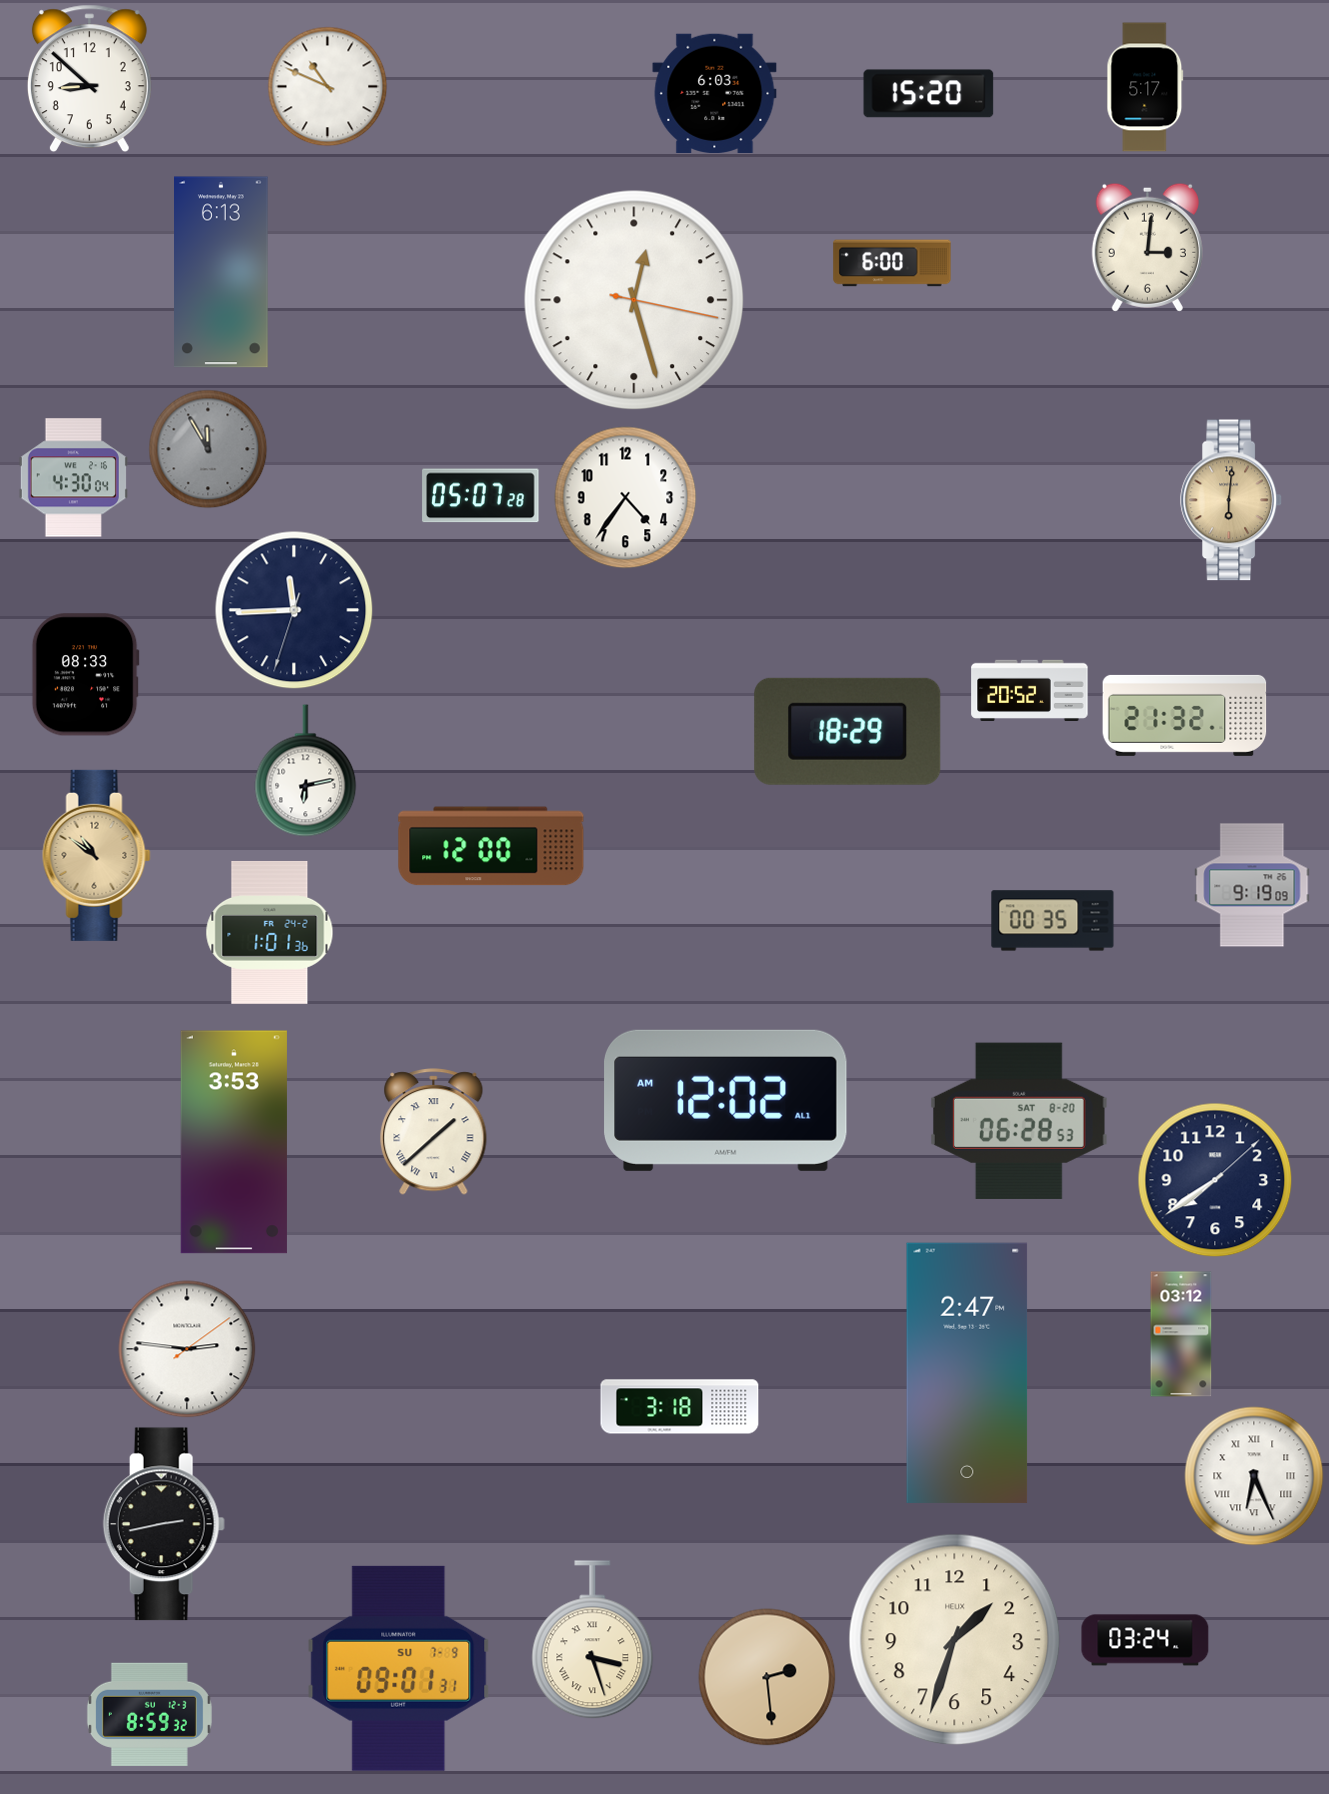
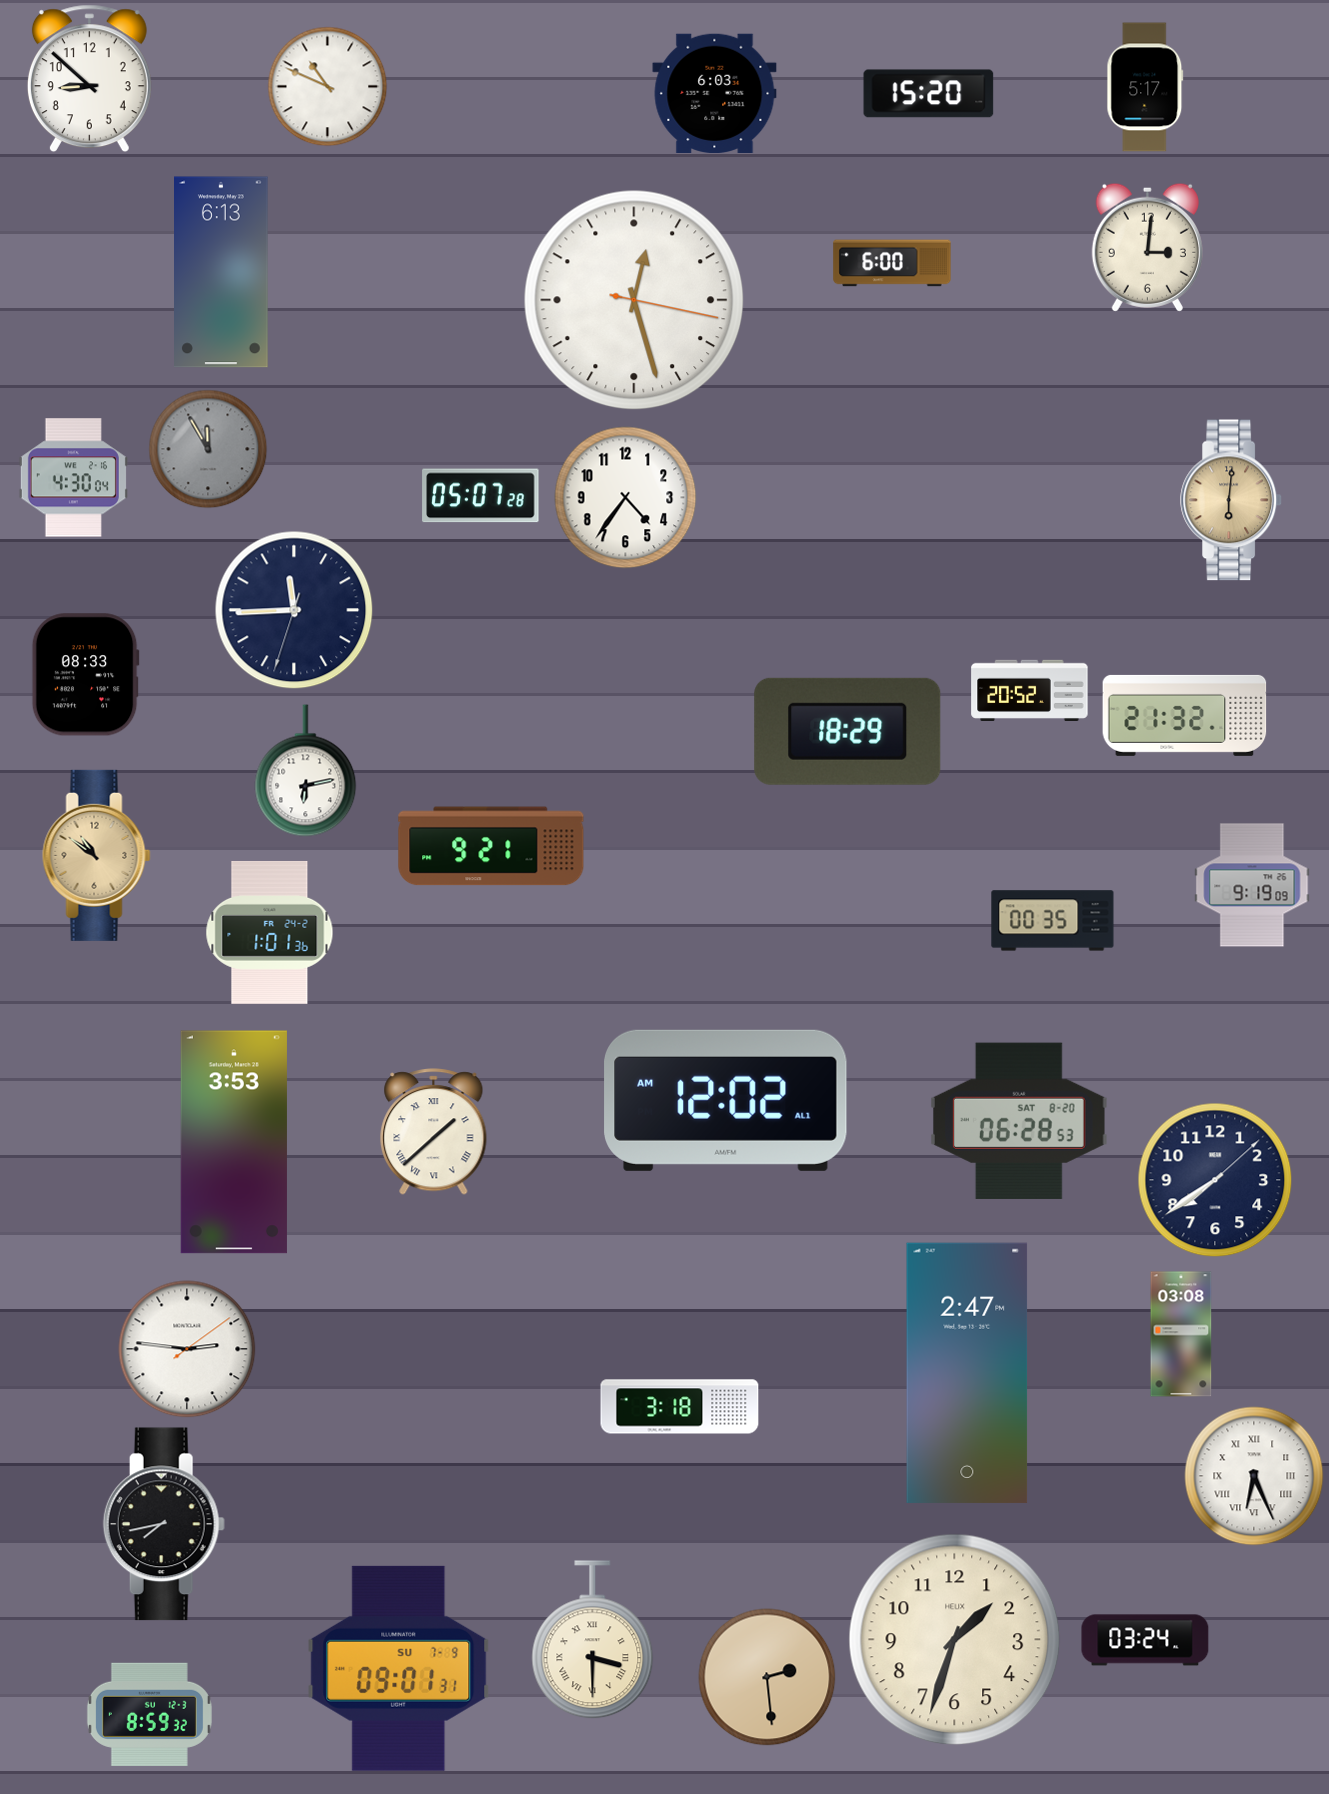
clock at (491, 846): 12:00 -> 9:21
clock at (1181, 1334): 03:12 -> 03:08
clock at (164, 1524): 2:43 -> 7:43
clock at (593, 1640): 3:27 -> 3:30
